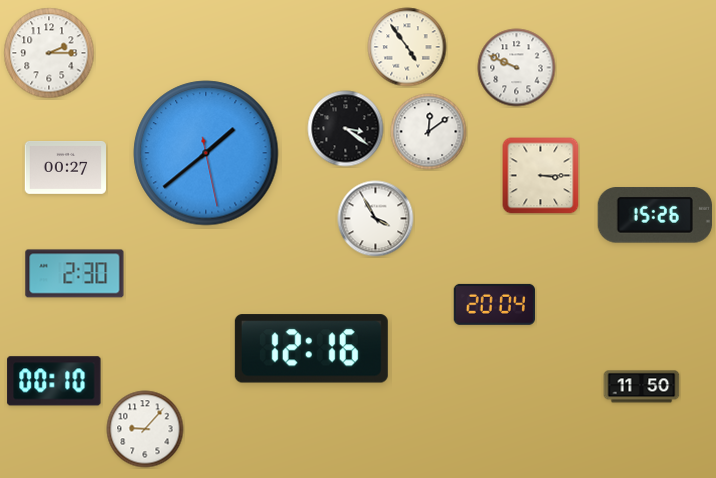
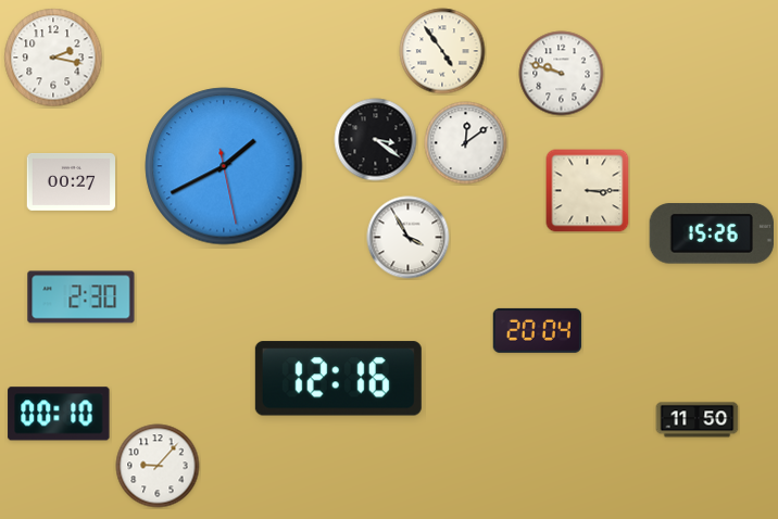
clock at (49, 53): 2:15 -> 2:17
clock at (517, 68): 9:49 -> 9:48
clock at (206, 153): 1:38 -> 1:40
